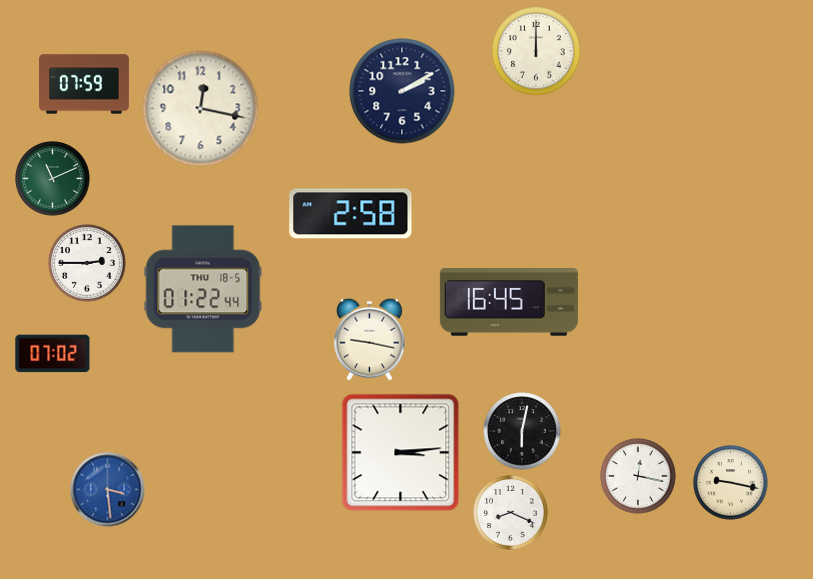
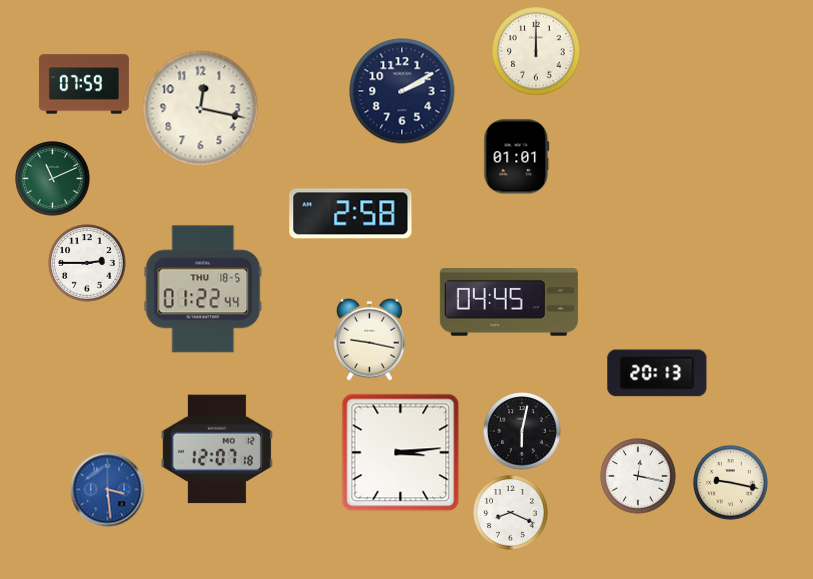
clock at (517, 157): none -> 01:01
clock at (509, 302): 16:45 -> 04:45
clock at (53, 354): 07:02 -> none
clock at (657, 373): none -> 20:13
clock at (217, 449): none -> 12:07
